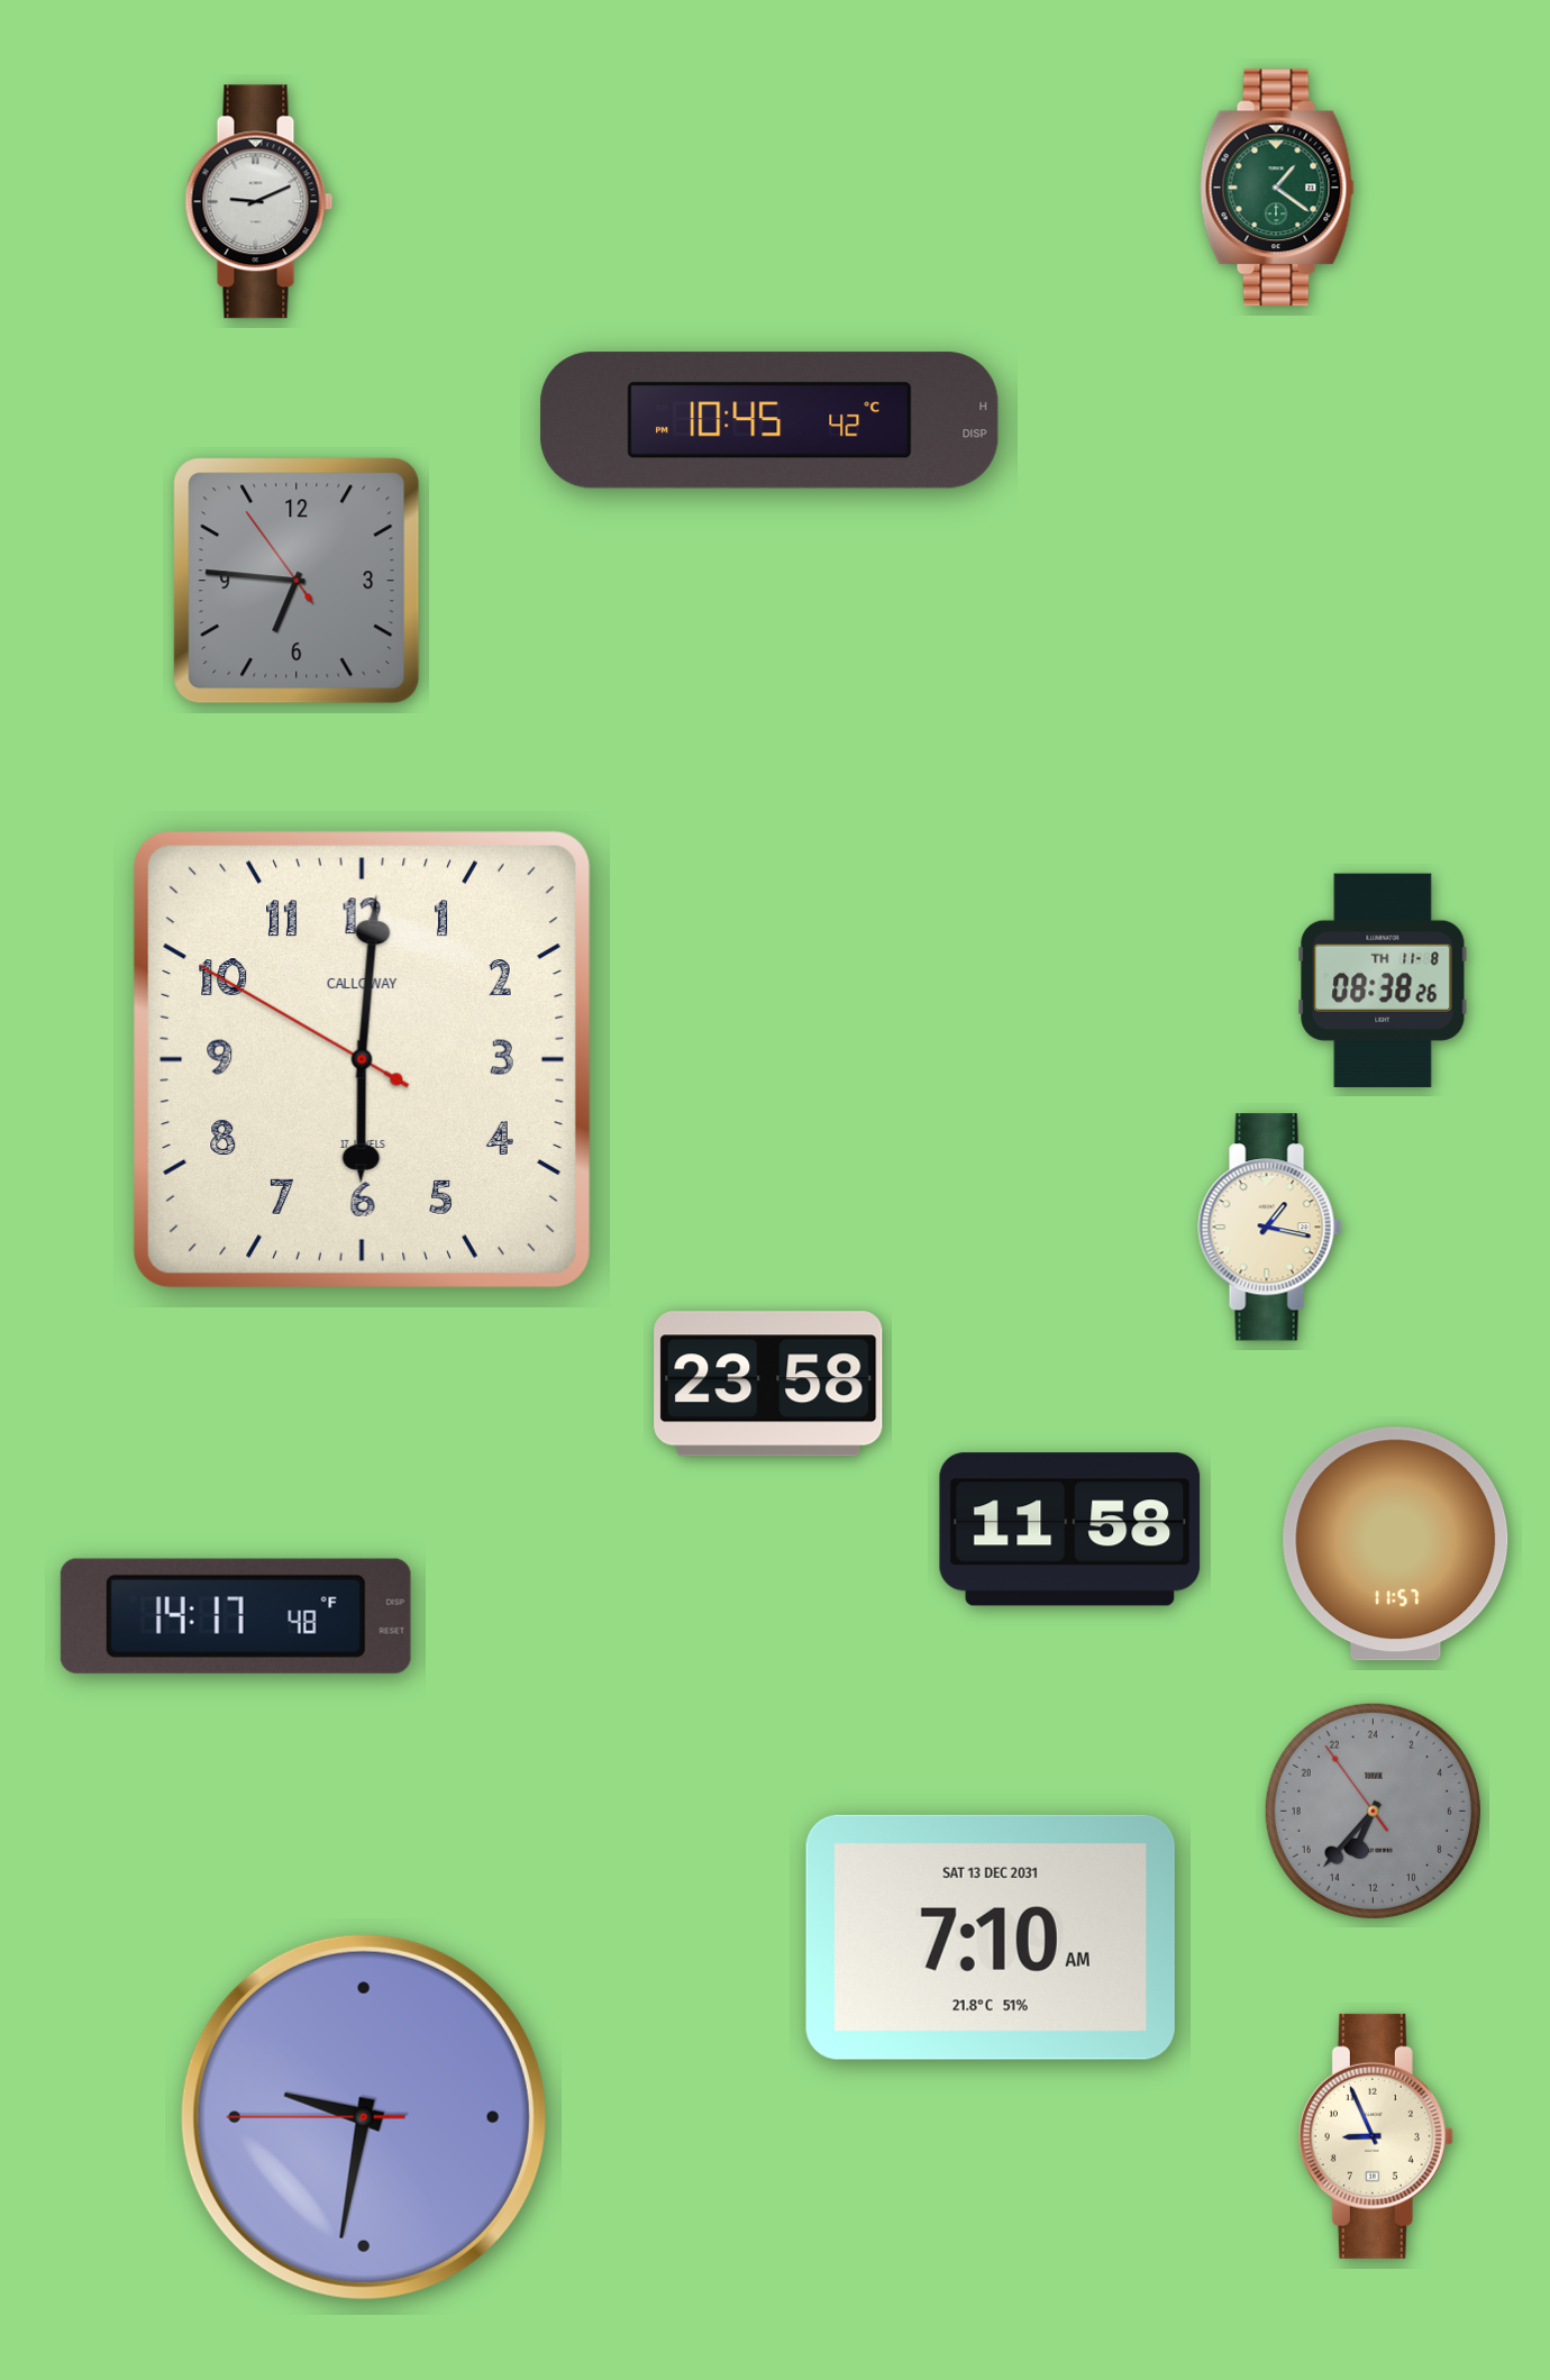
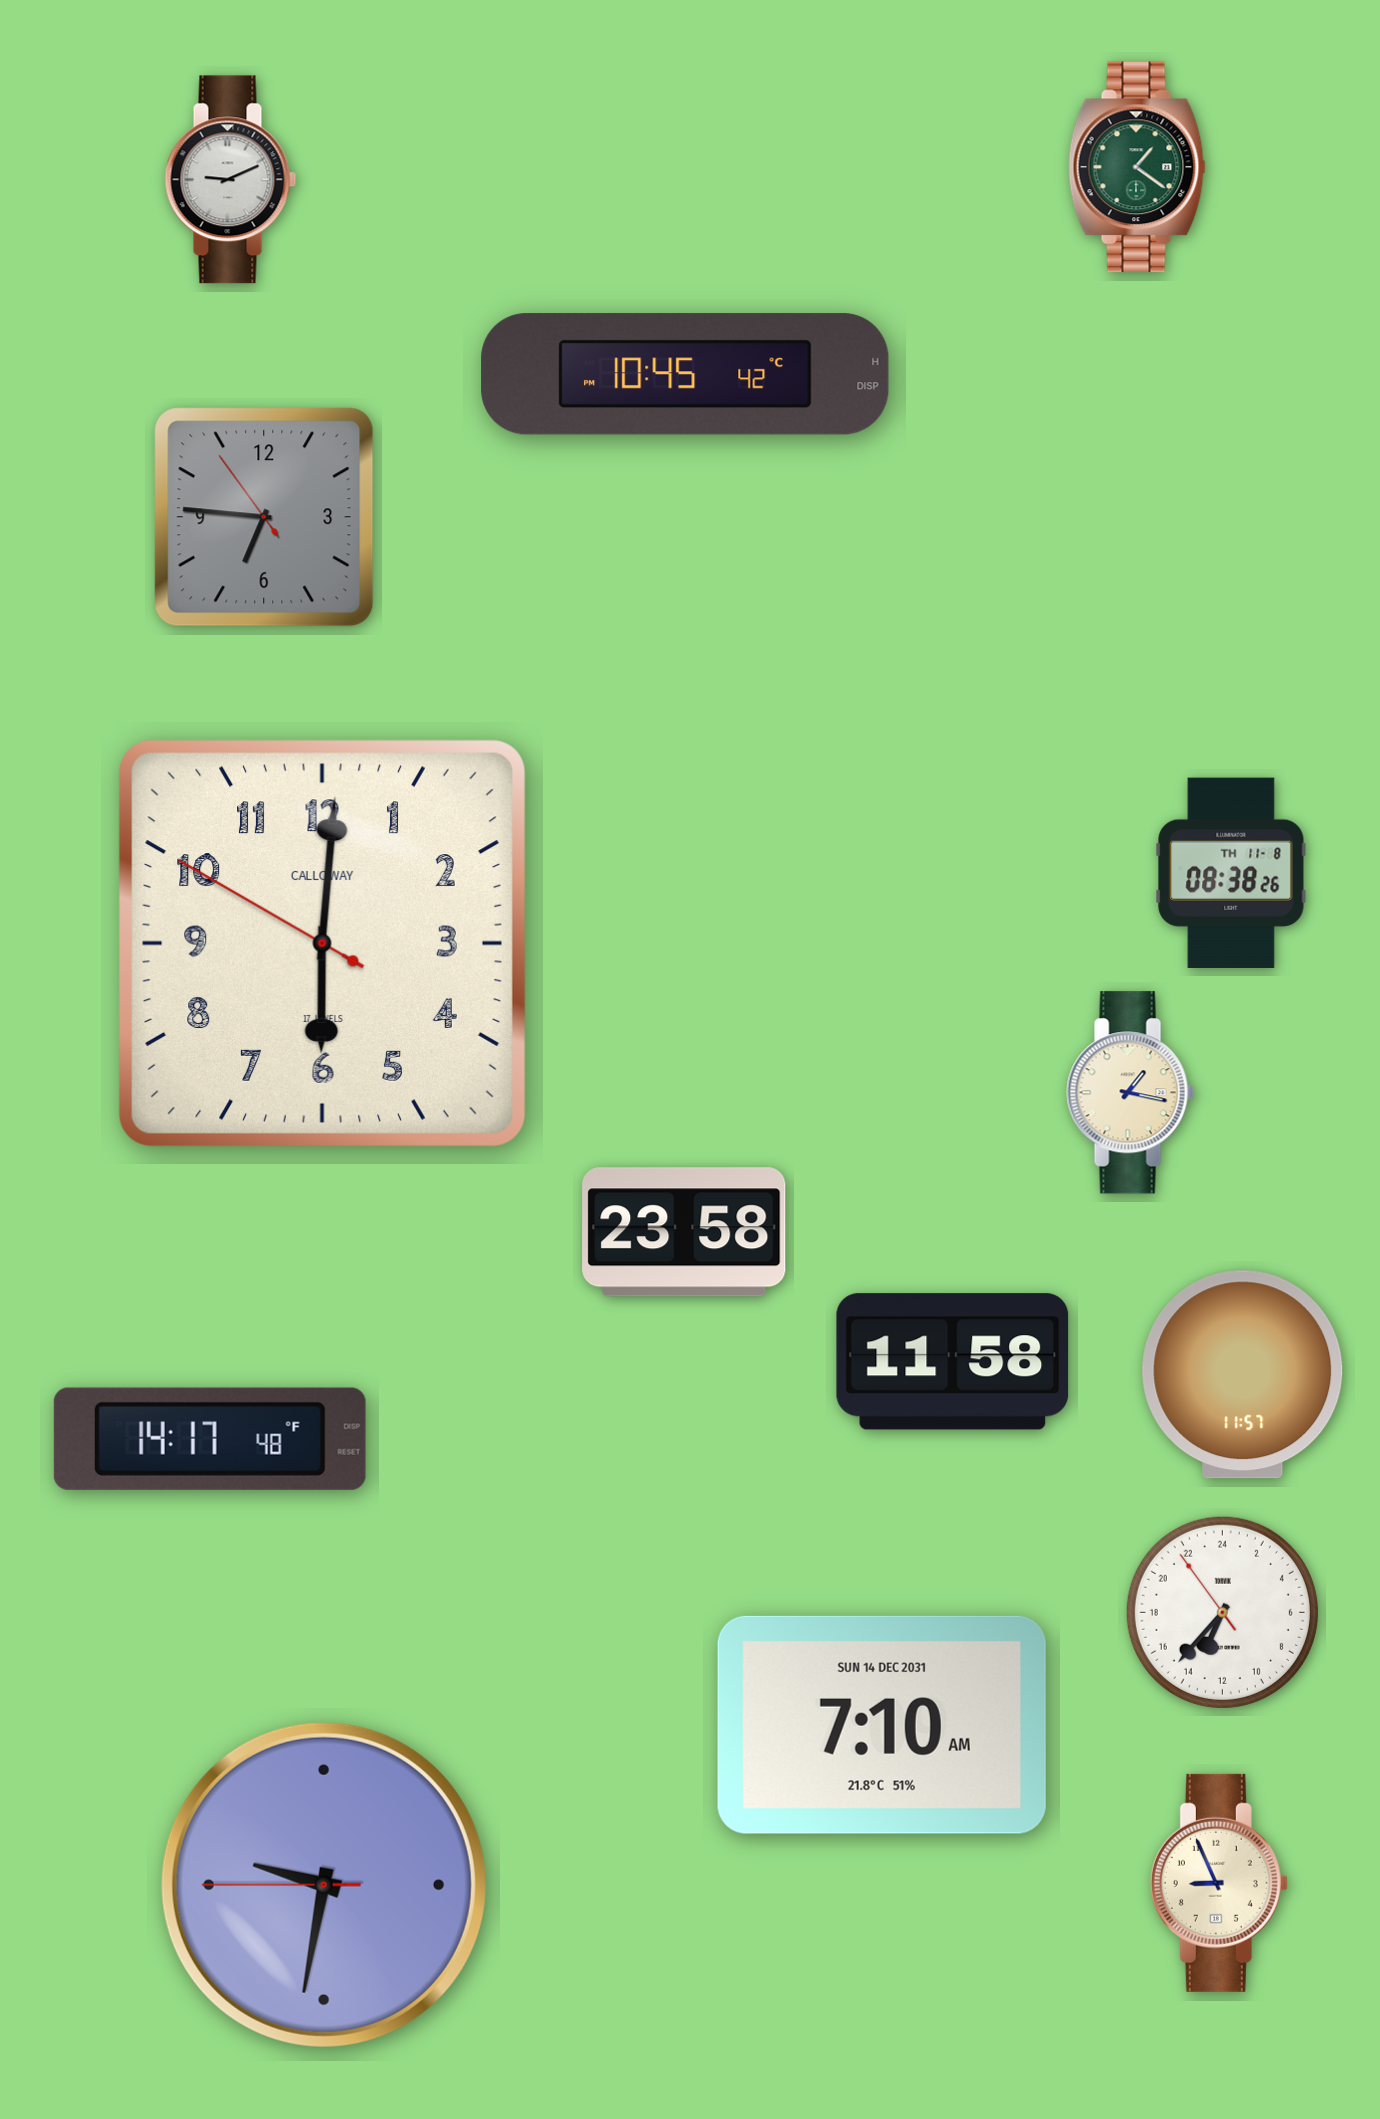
clock at (1373, 1811) dial: grey -> white
clock at (991, 1937) date: SAT 13 DEC 2031 -> SUN 14 DEC 2031
clock at (1376, 2136) position: (1376, 2136) -> (1219, 1883)
